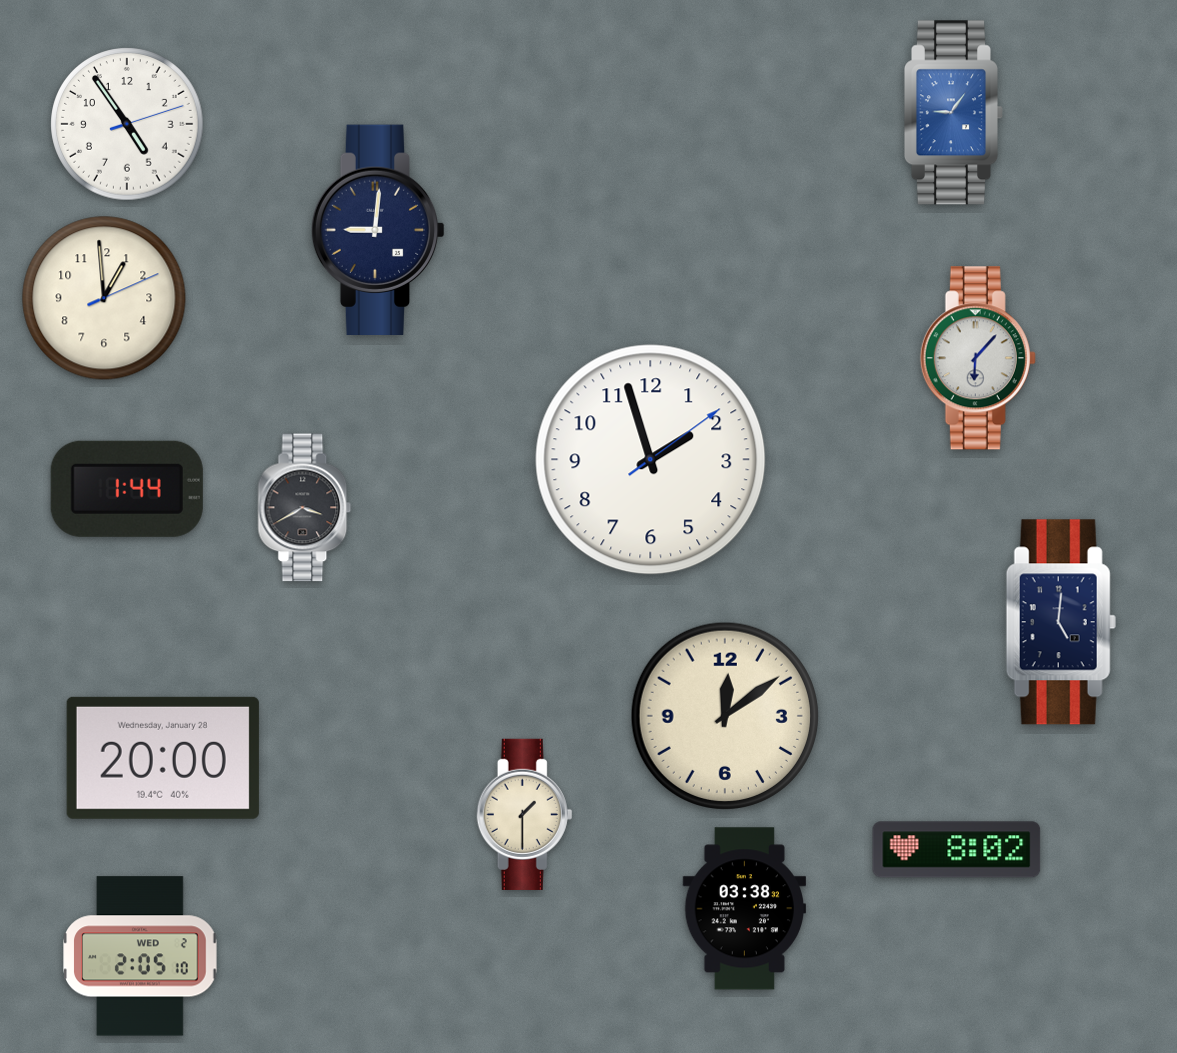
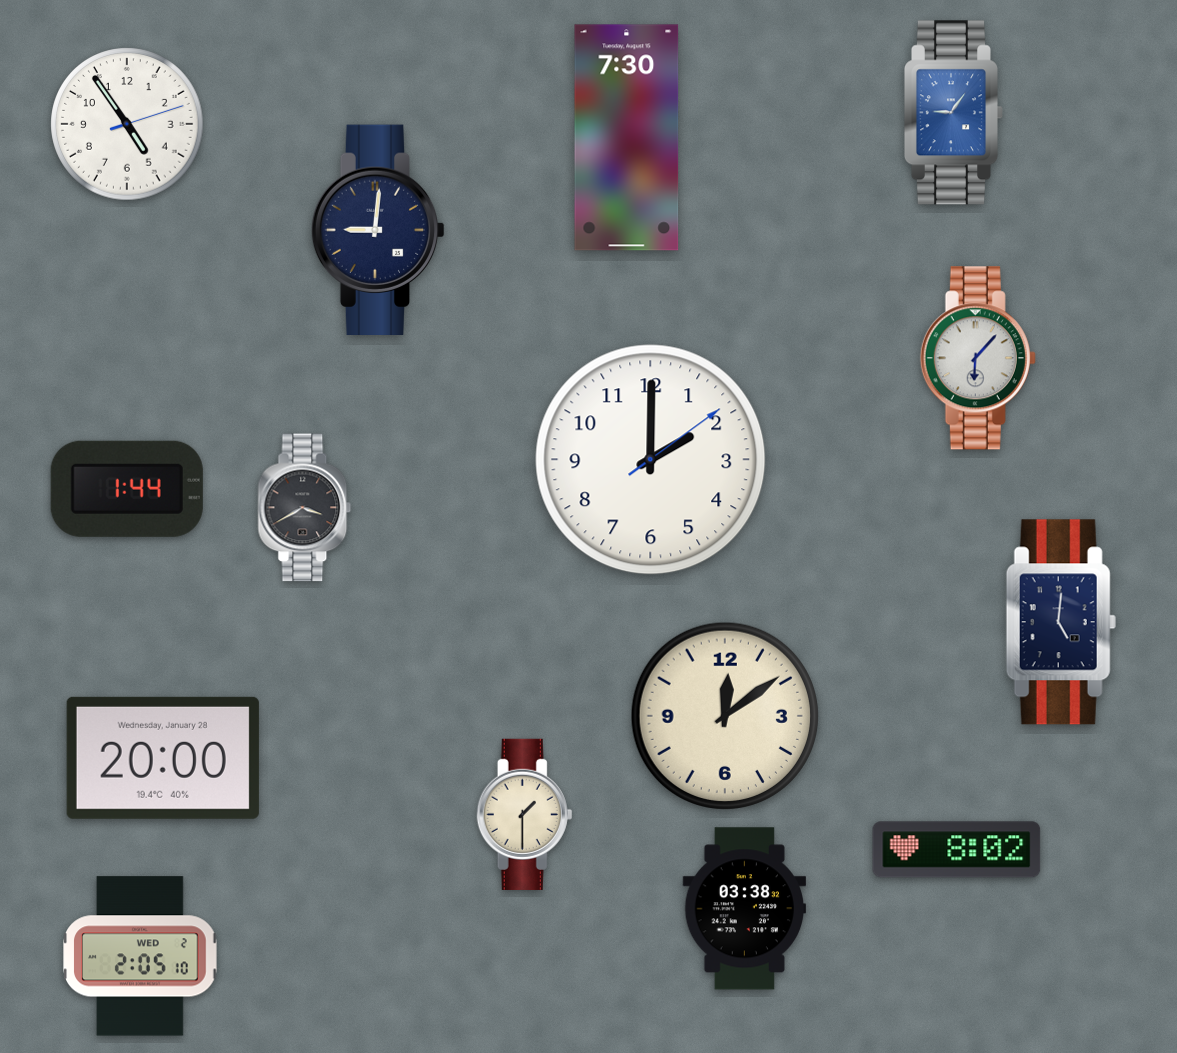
clock at (627, 138): none -> 7:30
clock at (104, 298): 12:59 -> none
clock at (651, 460): 1:57 -> 2:00
